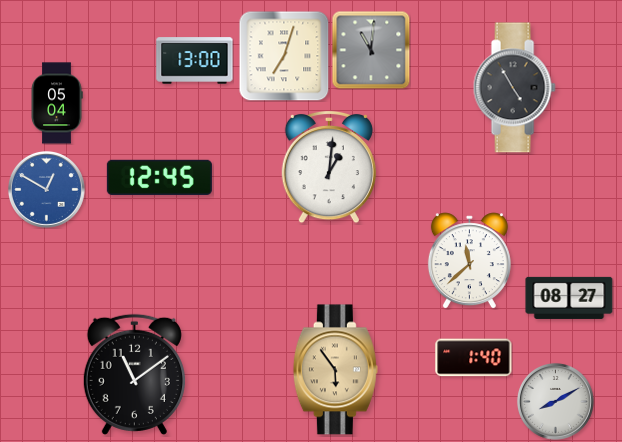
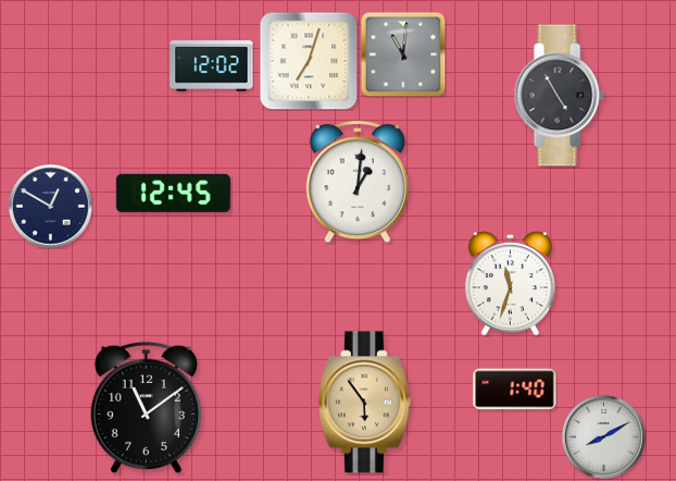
clock at (195, 61): 13:00 -> 12:02
clock at (57, 103): 05:04 -> none
clock at (47, 190) dial: blue -> navy
clock at (469, 261): 11:38 -> 11:33
clock at (569, 298): 08:27 -> none
